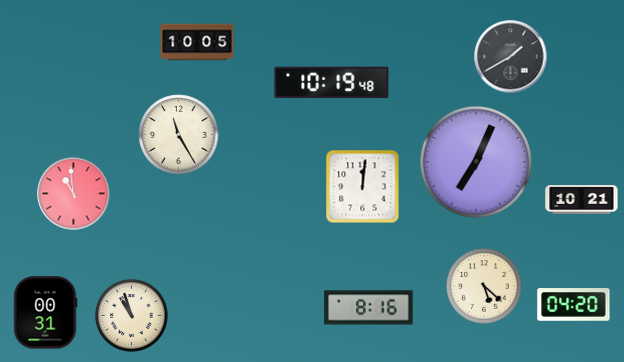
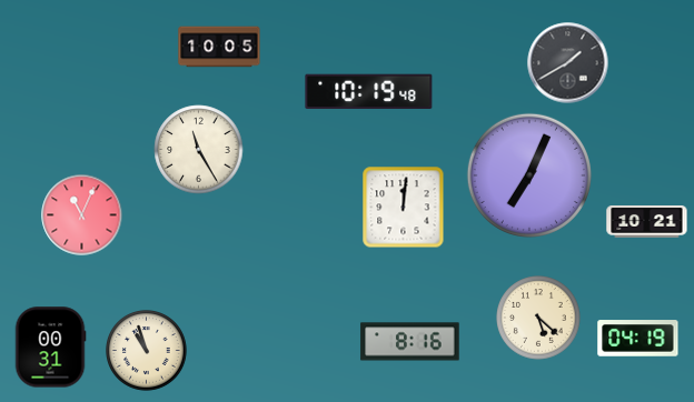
clock at (476, 162) position: (476, 162) -> (529, 175)
clock at (74, 194): 10:59 -> 11:04
clock at (574, 305): 04:20 -> 04:19
